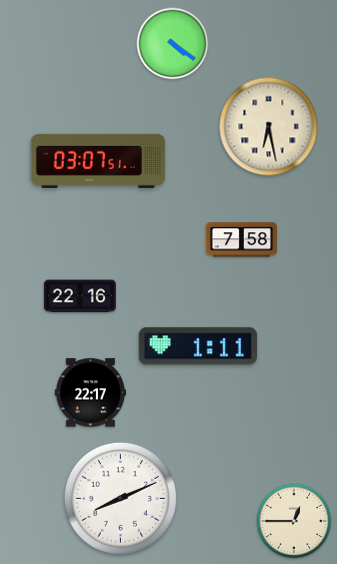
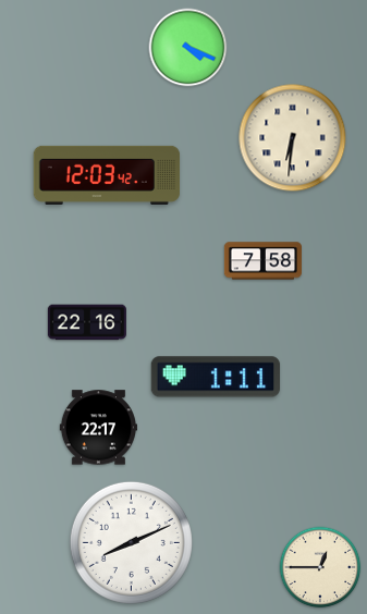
clock at (173, 44): 4:21 -> 4:19
clock at (269, 127): 6:28 -> 6:31
clock at (98, 161): 03:07 -> 12:03
